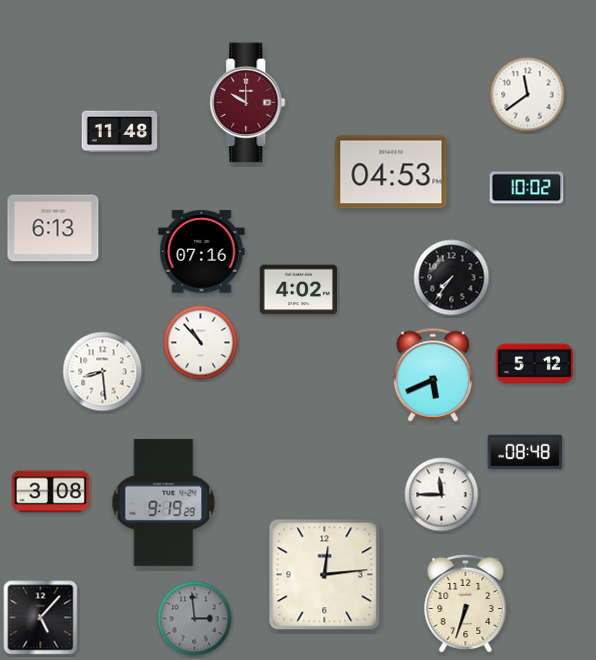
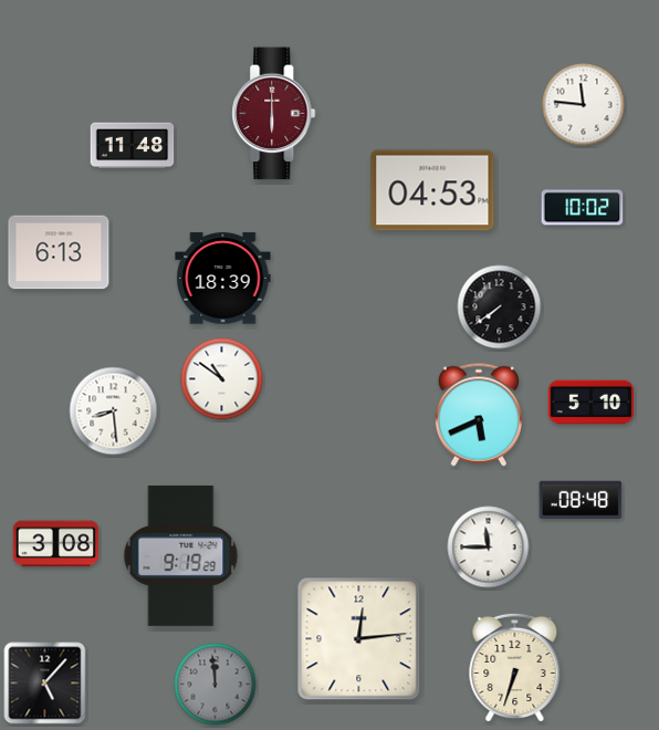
clock at (528, 95): 11:39 -> 11:46
clock at (248, 103): 10:00 -> 6:00
clock at (202, 252): 07:16 -> 18:39
clock at (452, 278): 7:36 -> 7:39
clock at (298, 290): 4:02 -> none
clock at (201, 343): 10:53 -> 10:51
clock at (535, 364): 5:12 -> 5:10
clock at (325, 575) position: (325, 575) -> (359, 639)
clock at (195, 619): 2:59 -> 11:59
